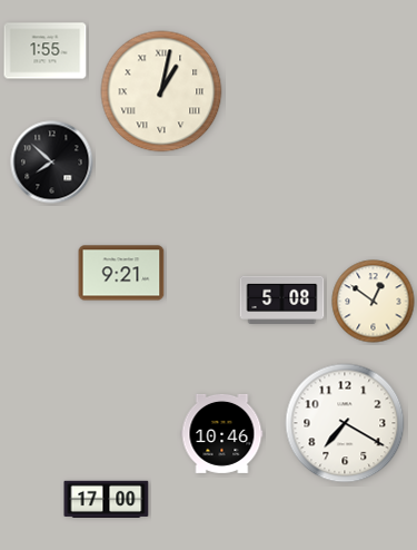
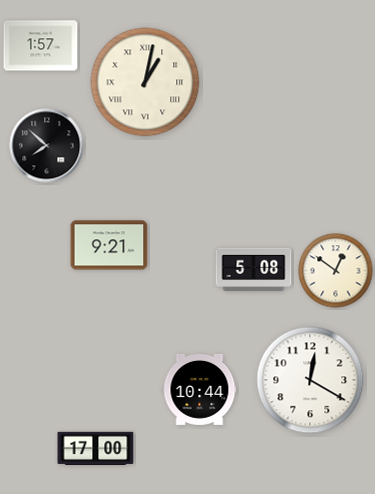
clock at (46, 51): 1:55 -> 1:57
clock at (345, 423): 7:20 -> 12:20
clock at (222, 433): 10:46 -> 10:44
